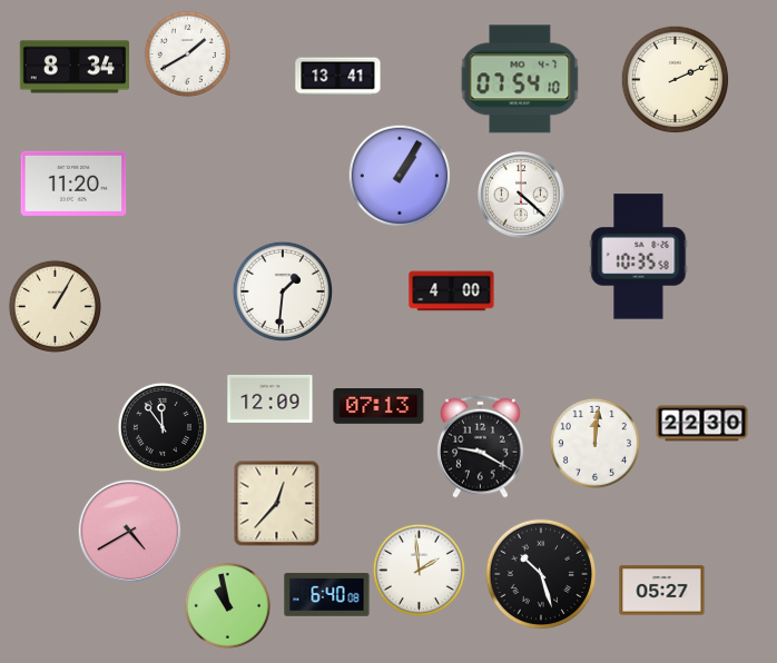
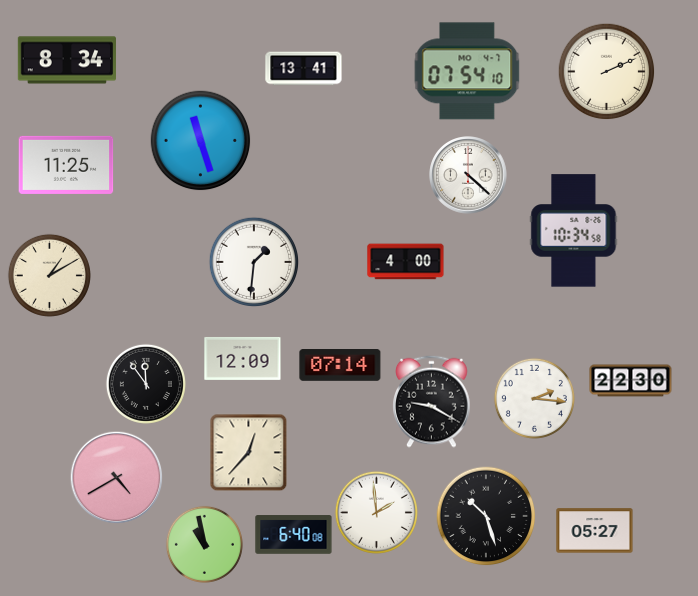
clock at (187, 53): 1:40 -> none
clock at (201, 141): none -> 11:27
clock at (399, 175): 1:05 -> none
clock at (73, 184): 11:20 -> 11:25
clock at (639, 257): 10:35 -> 10:34
clock at (55, 306): 1:05 -> 1:10
clock at (378, 407): 07:13 -> 07:14
clock at (594, 443): 12:01 -> 2:16
